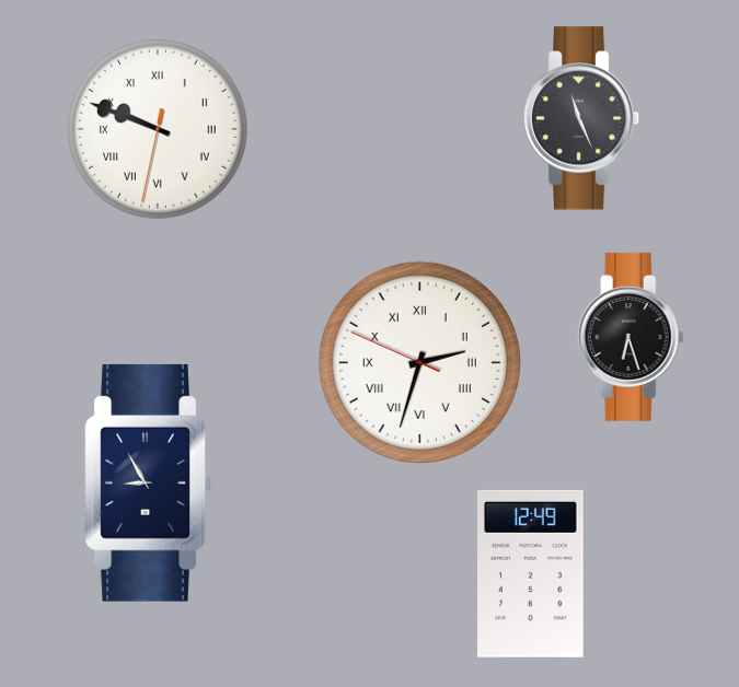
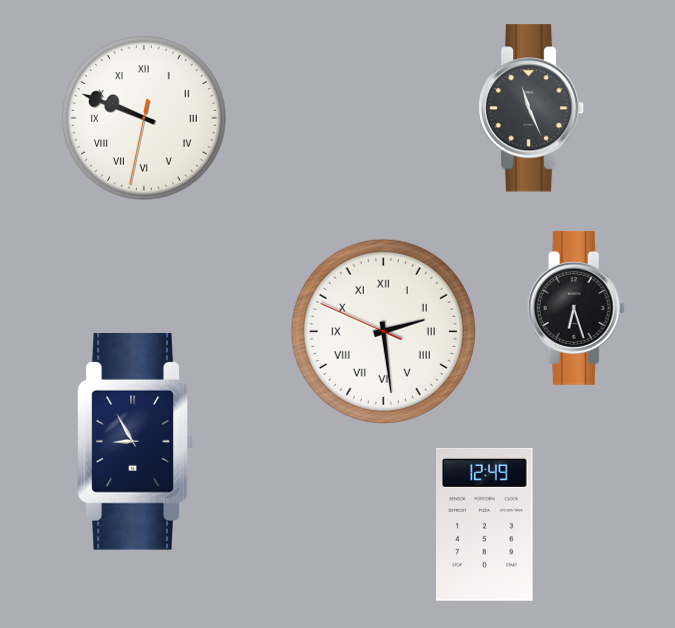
clock at (419, 362): 2:32 -> 2:28
